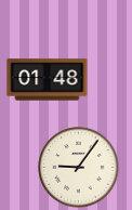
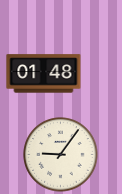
clock at (79, 168) position: (79, 168) -> (61, 155)
